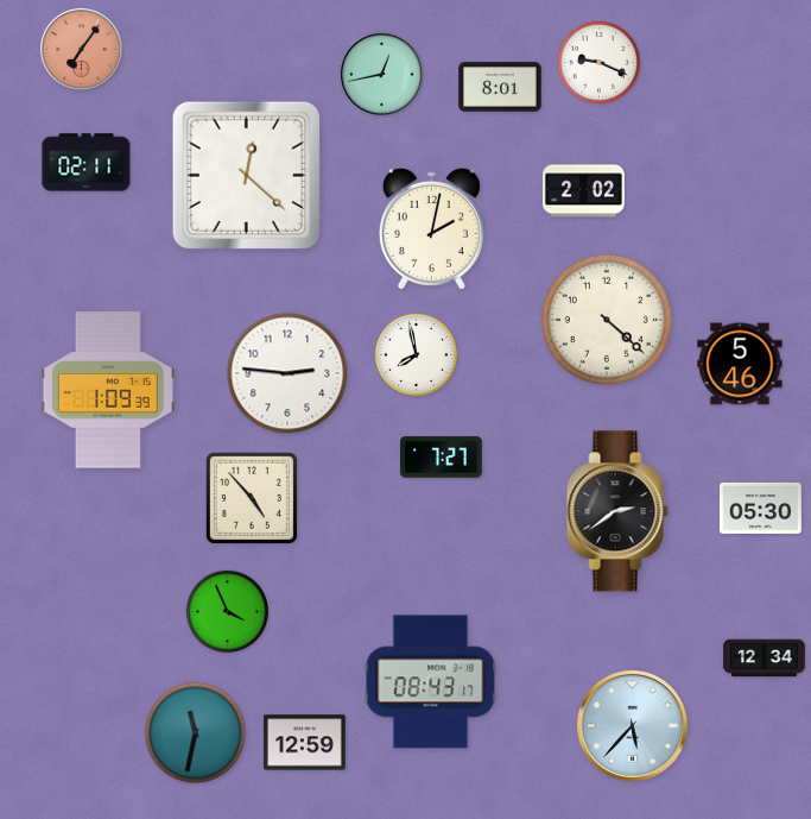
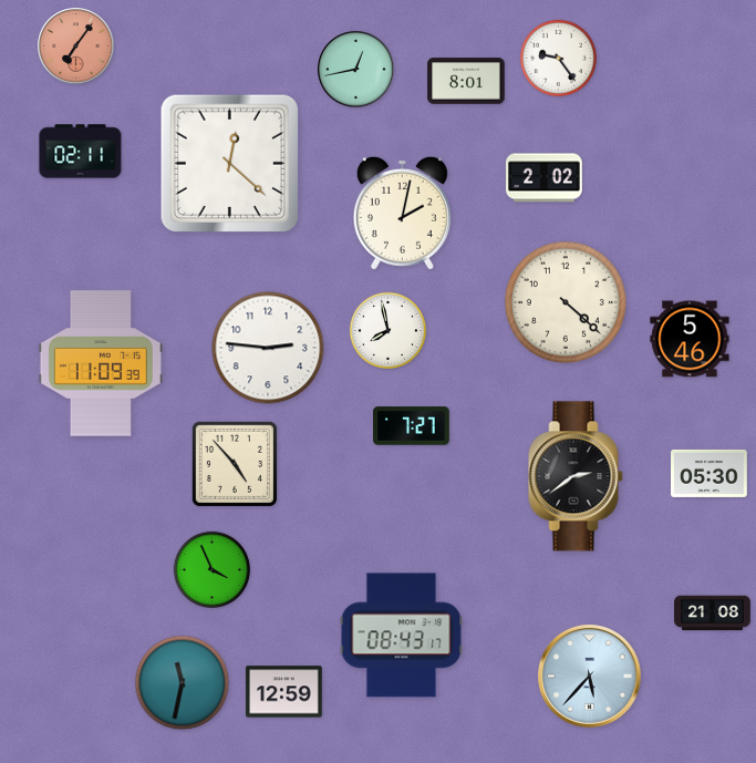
clock at (598, 62): 9:19 -> 9:24
clock at (607, 320) position: (607, 320) -> (566, 302)
clock at (108, 390): 1:09 -> 11:09
clock at (765, 659): 12:34 -> 21:08
